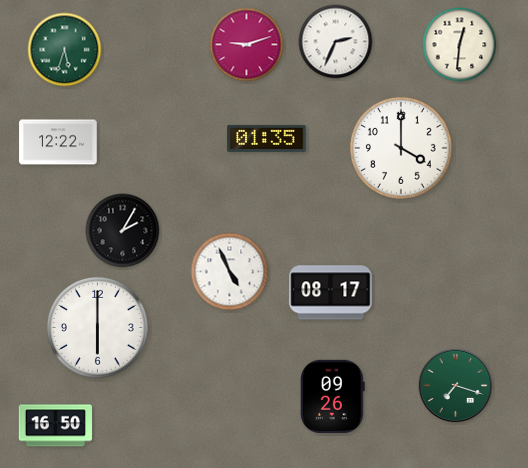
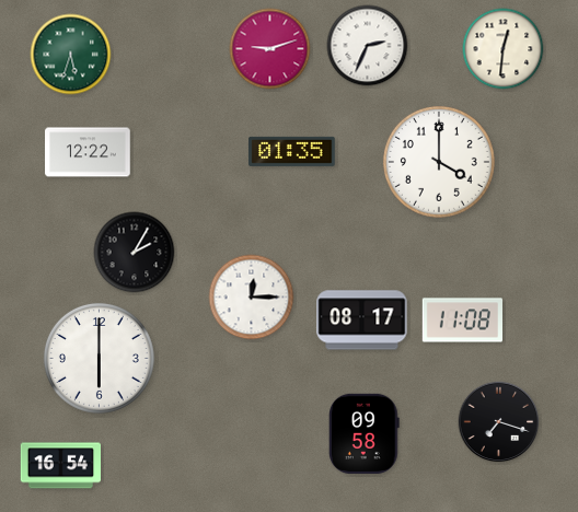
clock at (58, 142) position: (58, 142) -> (88, 152)
clock at (230, 272): 4:56 -> 12:15
clock at (462, 321): none -> 11:08
clock at (97, 327) position: (97, 327) -> (99, 358)
clock at (456, 386) dial: green -> black
clock at (332, 396): 09:26 -> 09:58
clock at (55, 426): 16:50 -> 16:54
